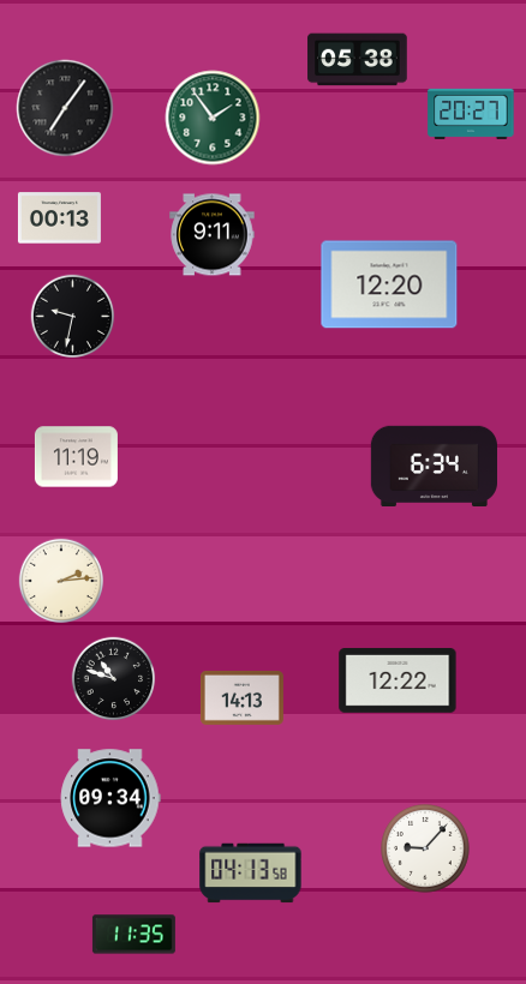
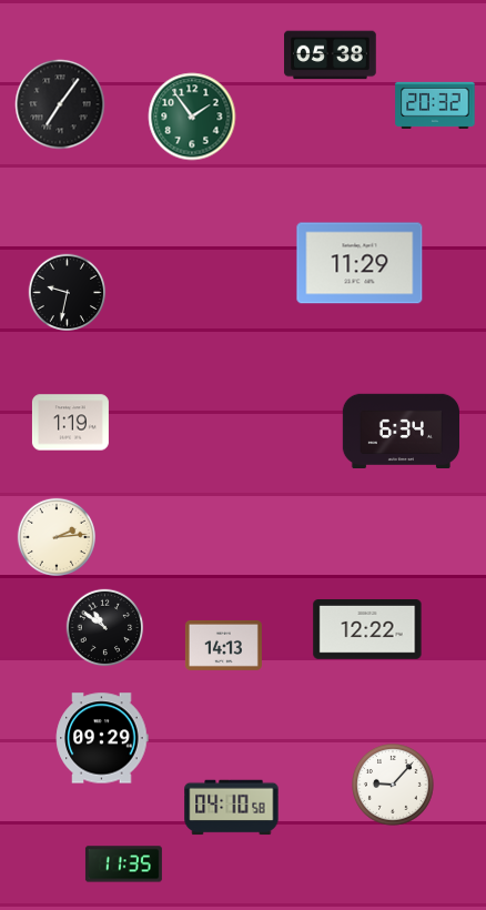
clock at (65, 108) position: (65, 108) -> (60, 104)
clock at (471, 114): 20:27 -> 20:32
clock at (213, 118) position: (213, 118) -> (192, 117)
clock at (59, 218): 00:13 -> none
clock at (213, 235): 9:11 -> none
clock at (389, 284): 12:20 -> 11:29
clock at (76, 457): 11:19 -> 1:19
clock at (114, 679): 10:48 -> 10:51
clock at (110, 798): 09:34 -> 09:29
clock at (251, 874): 04:13 -> 04:10
